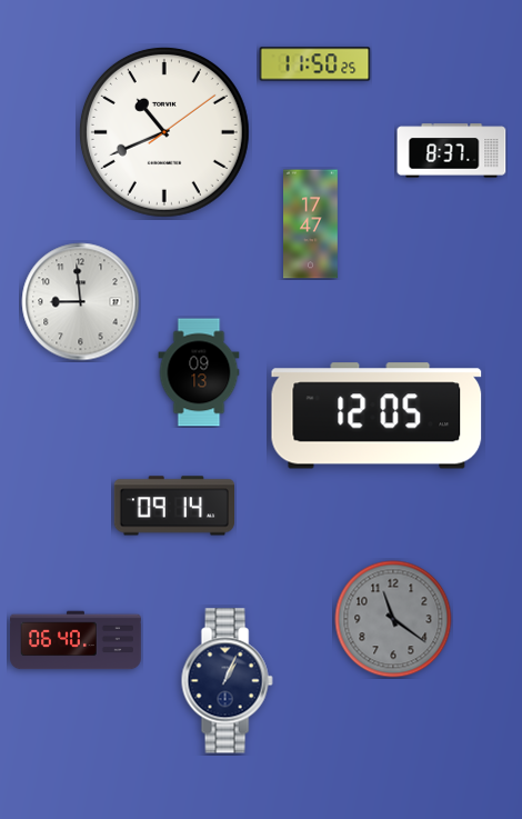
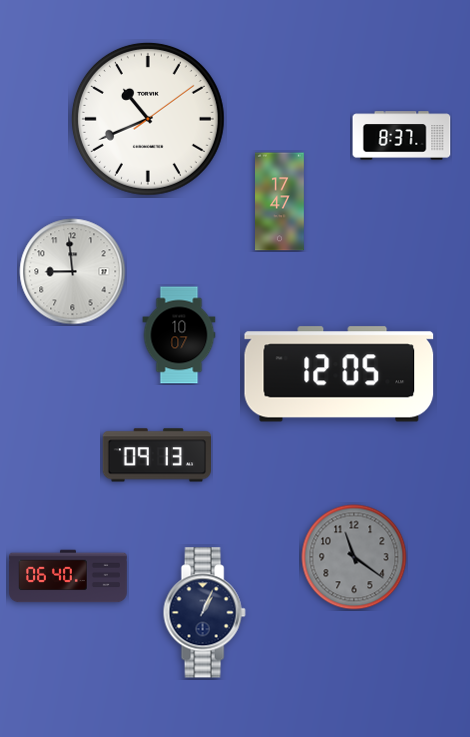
clock at (315, 64): 11:50 -> none
clock at (452, 151) position: (452, 151) -> (402, 136)
clock at (199, 372): 09:13 -> 10:07
clock at (173, 506): 09:14 -> 09:13
